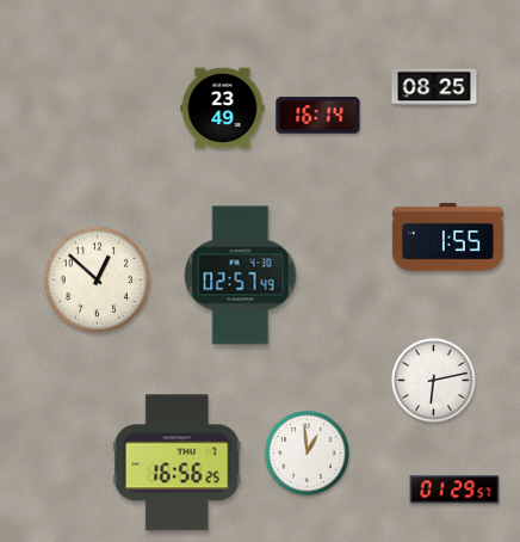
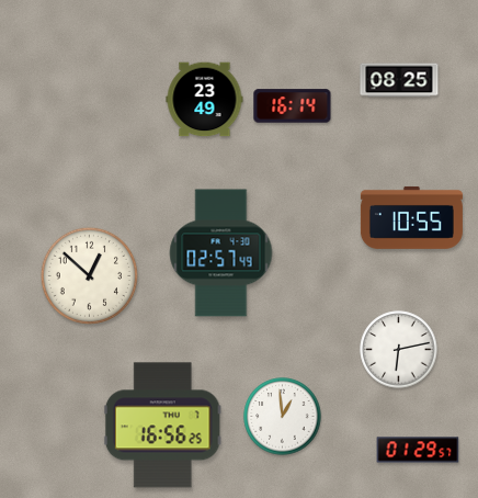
clock at (447, 236): 1:55 -> 10:55
clock at (97, 279) position: (97, 279) -> (89, 275)
